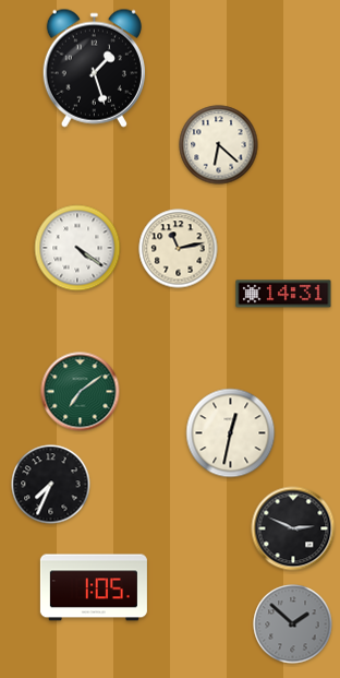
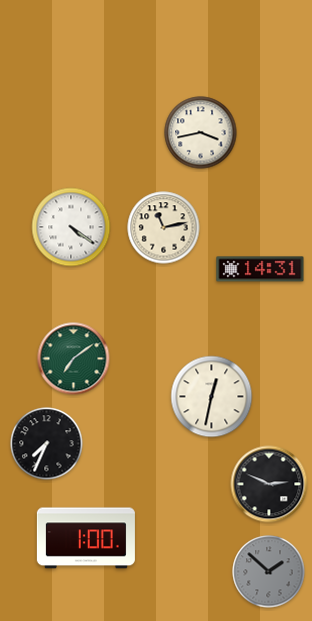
clock at (94, 68): 1:27 -> none
clock at (219, 145): 6:22 -> 3:43
clock at (94, 587): 1:05 -> 1:00
